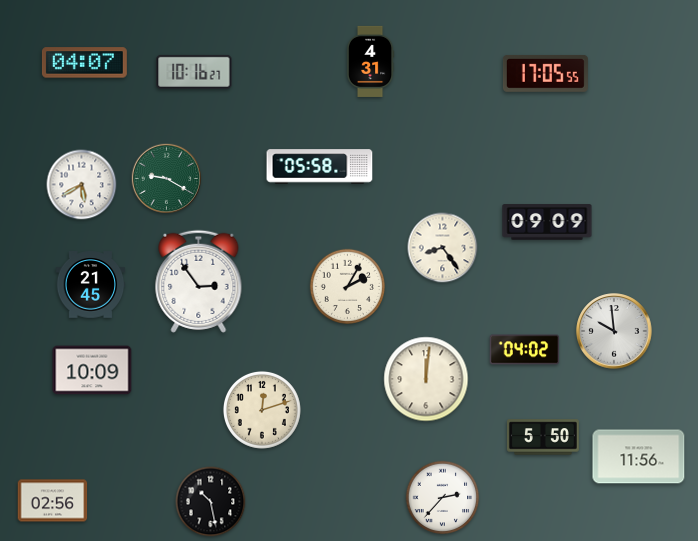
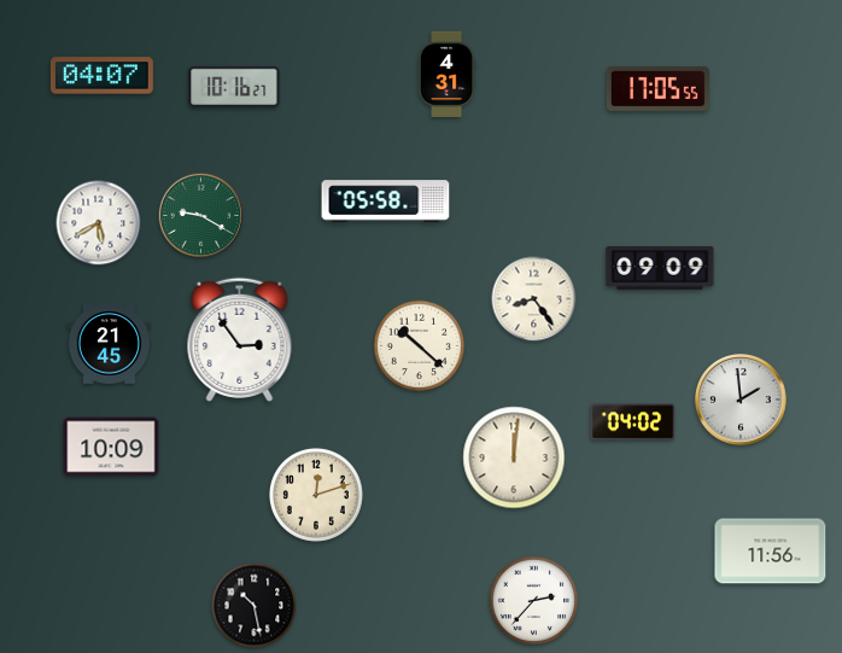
clock at (347, 286): 2:05 -> 10:22
clock at (614, 331): 9:59 -> 1:59
clock at (543, 437): 5:50 -> none
clock at (53, 501): 02:56 -> none
